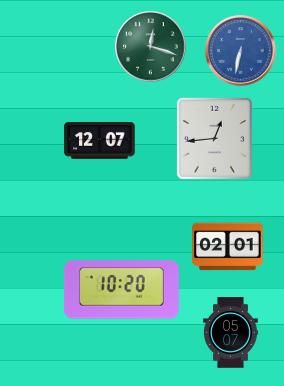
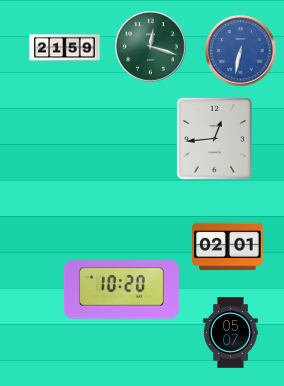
clock at (65, 48): none -> 21:59
clock at (100, 141): 12:07 -> none
